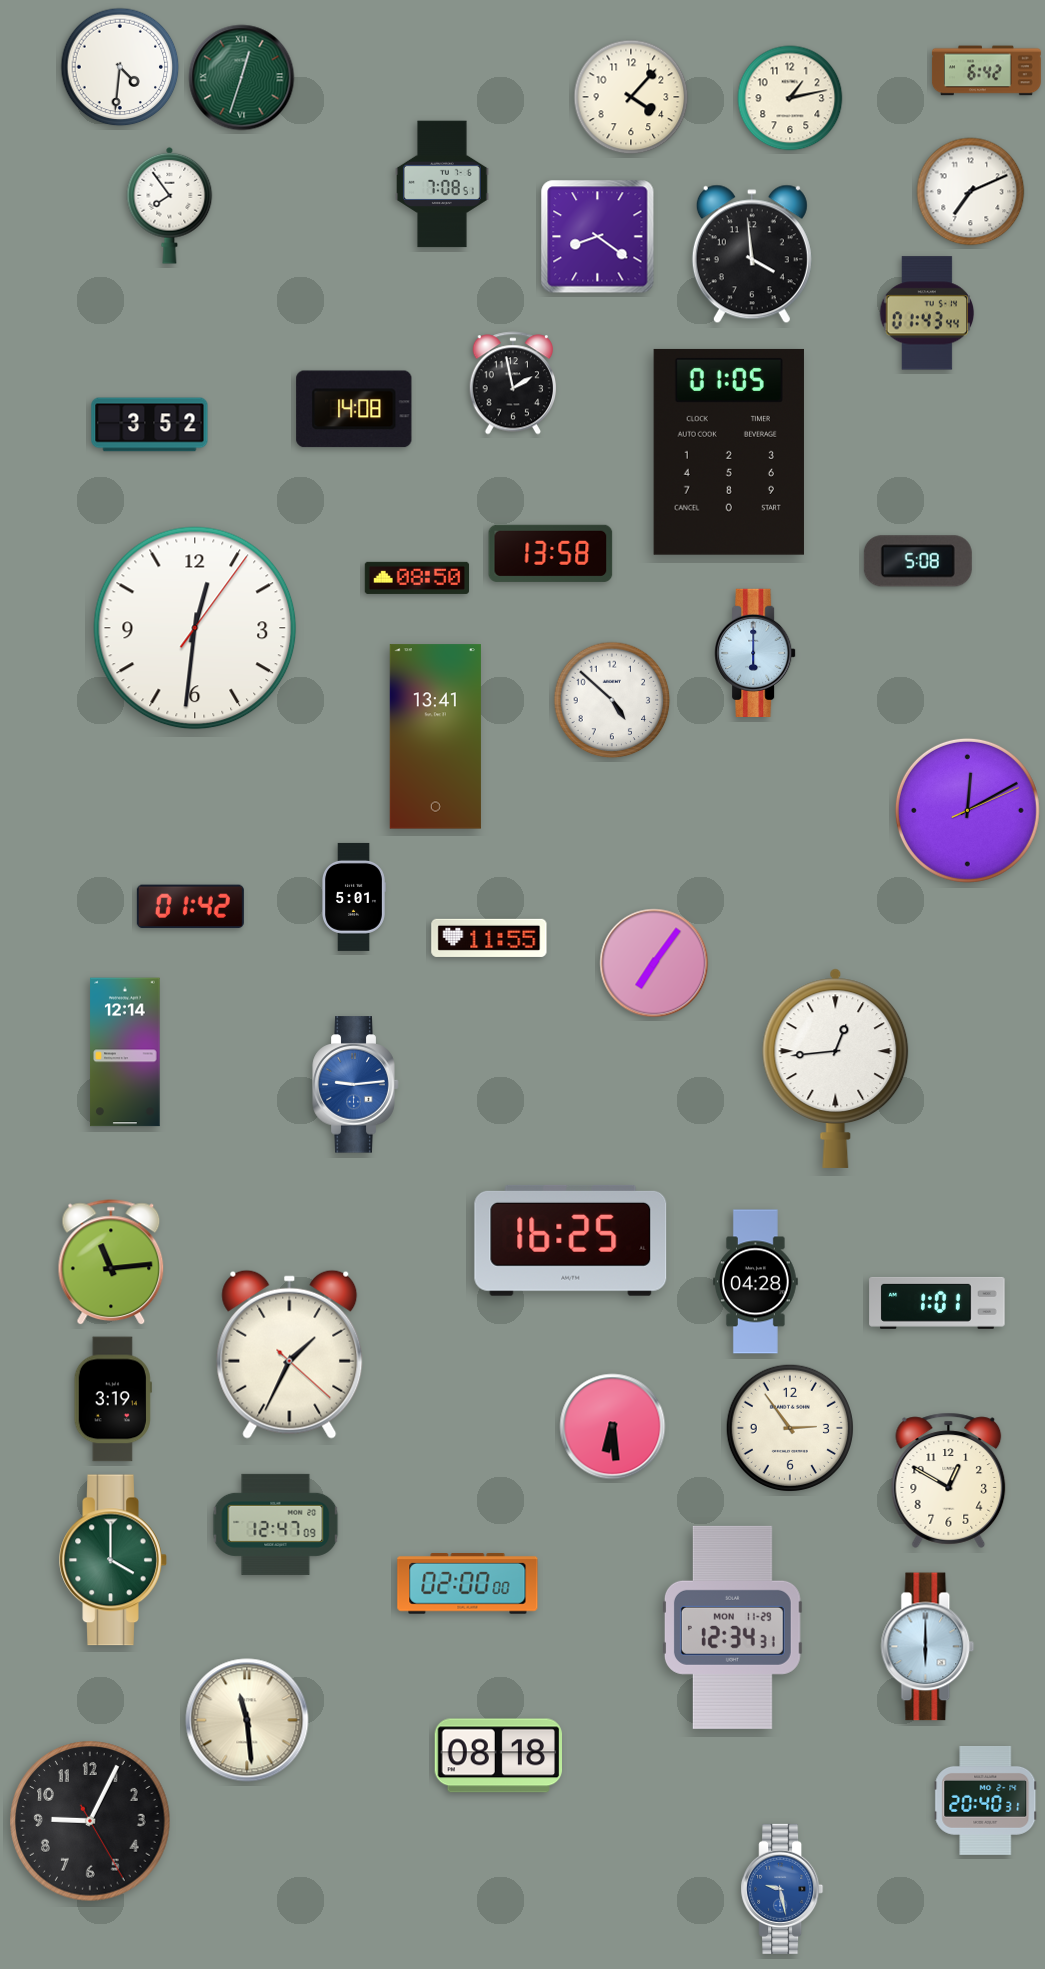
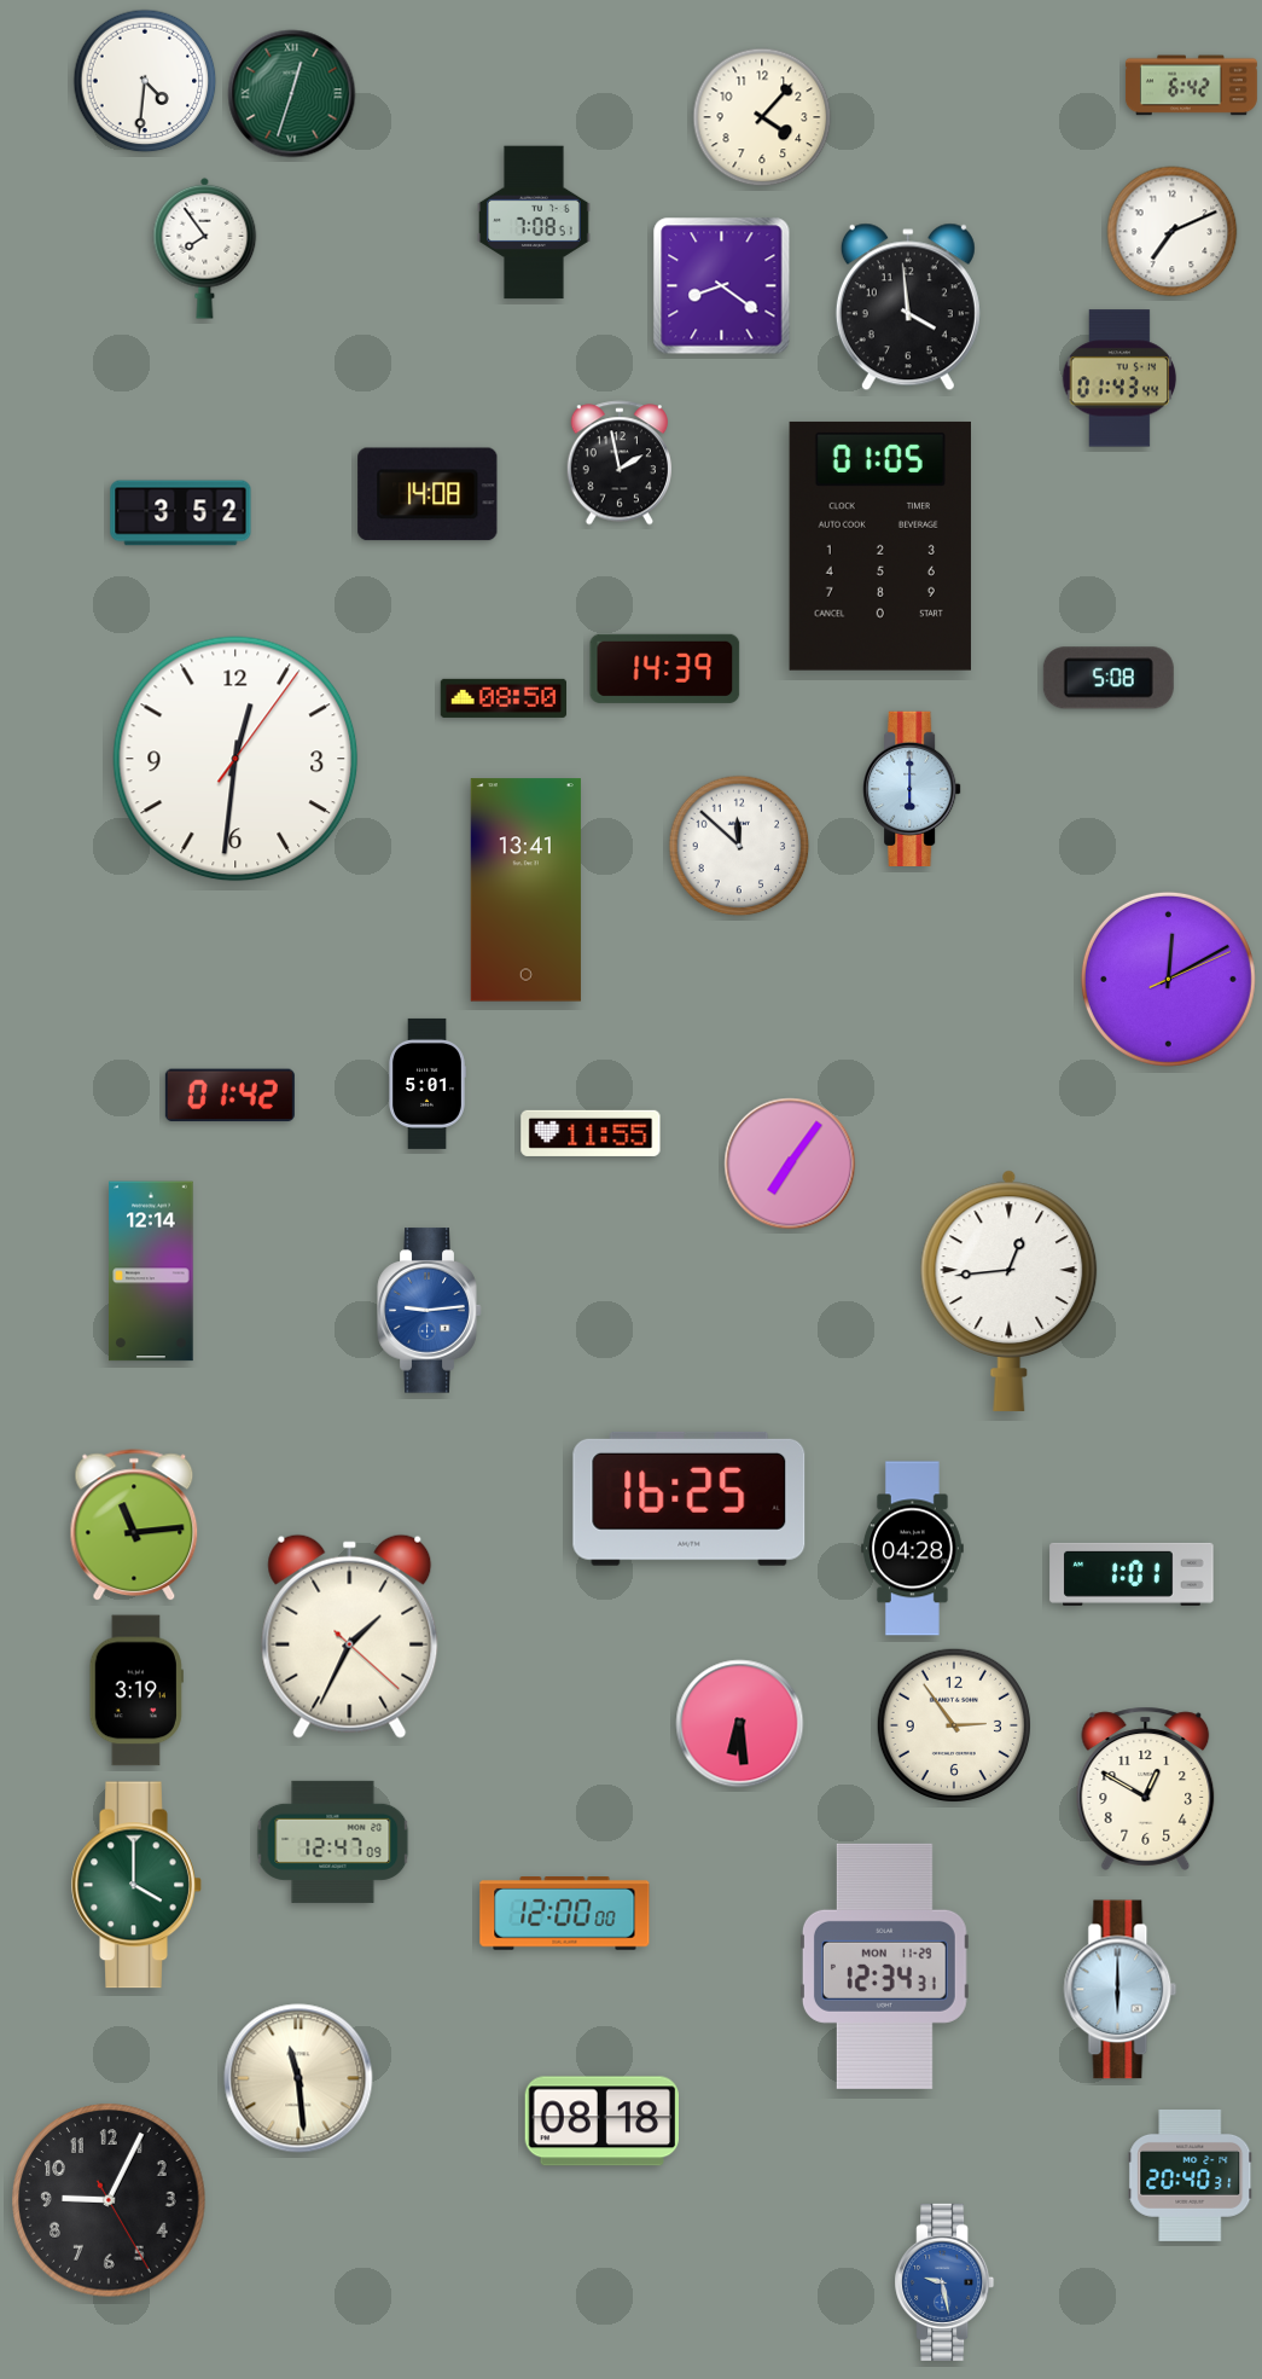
clock at (790, 98): 1:13 -> none
clock at (551, 553): 13:58 -> 14:39
clock at (612, 700): 4:52 -> 11:52
clock at (468, 1584): 02:00 -> 12:00
